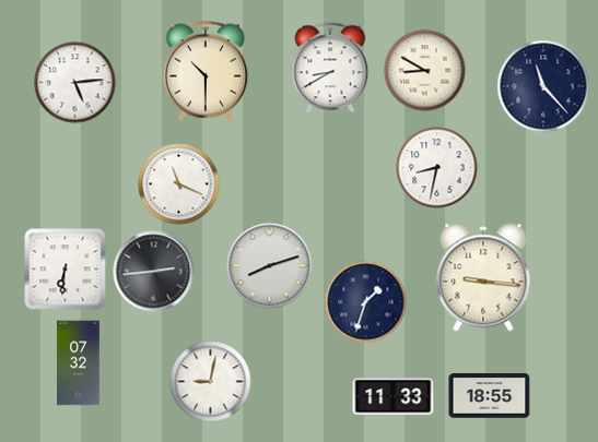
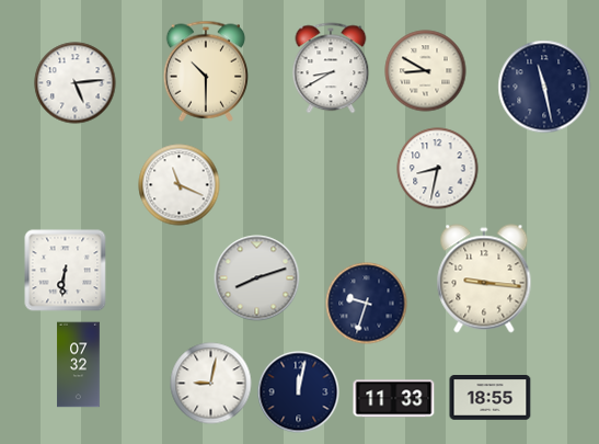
clock at (543, 86): 11:23 -> 11:28
clock at (270, 266) position: (270, 266) -> (257, 278)
clock at (154, 272): 2:44 -> none
clock at (366, 302): 1:33 -> 9:33
clock at (299, 392): none -> 12:02
